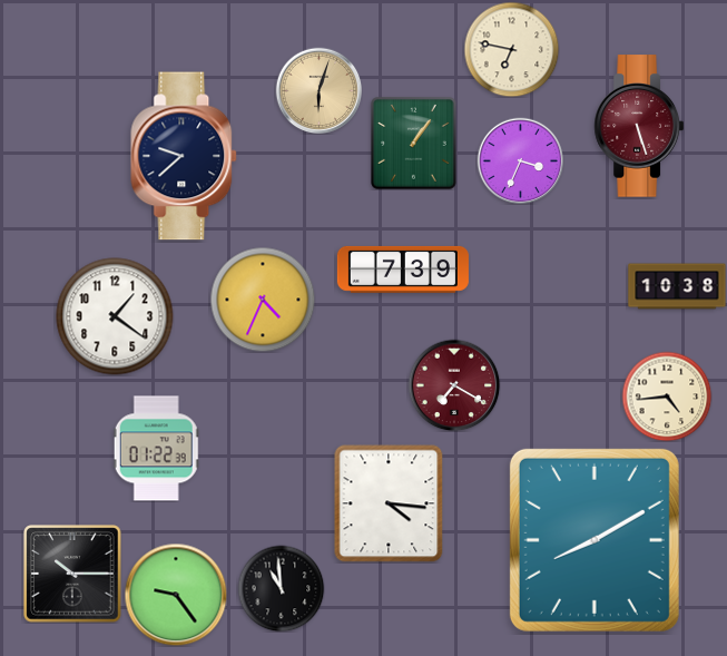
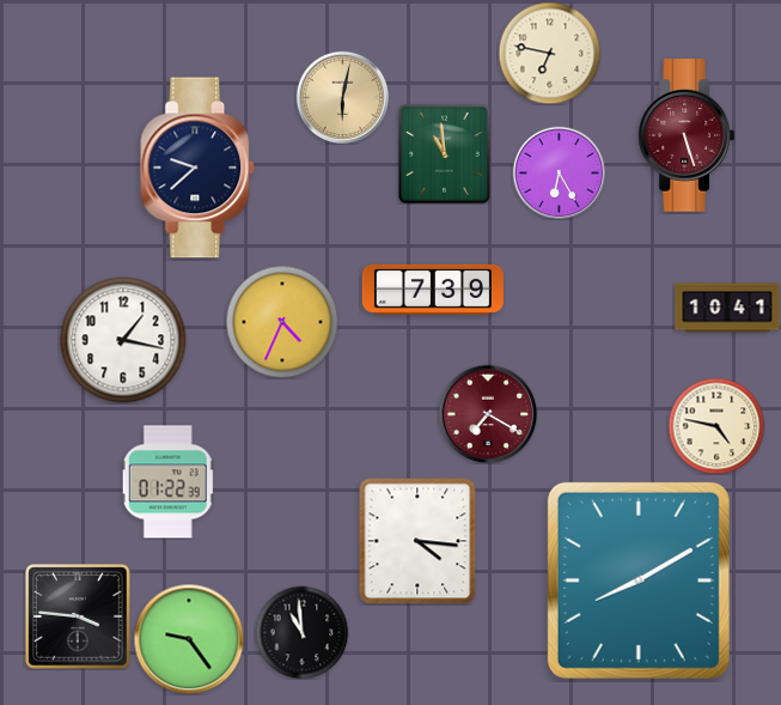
clock at (318, 90): 6:03 -> 6:02
clock at (414, 144): 1:06 -> 10:59
clock at (520, 160): 3:34 -> 6:25
clock at (677, 286): 10:38 -> 10:41
clock at (115, 316): 1:21 -> 1:17
clock at (667, 396): 4:44 -> 4:47
clock at (72, 574): 10:15 -> 3:46
